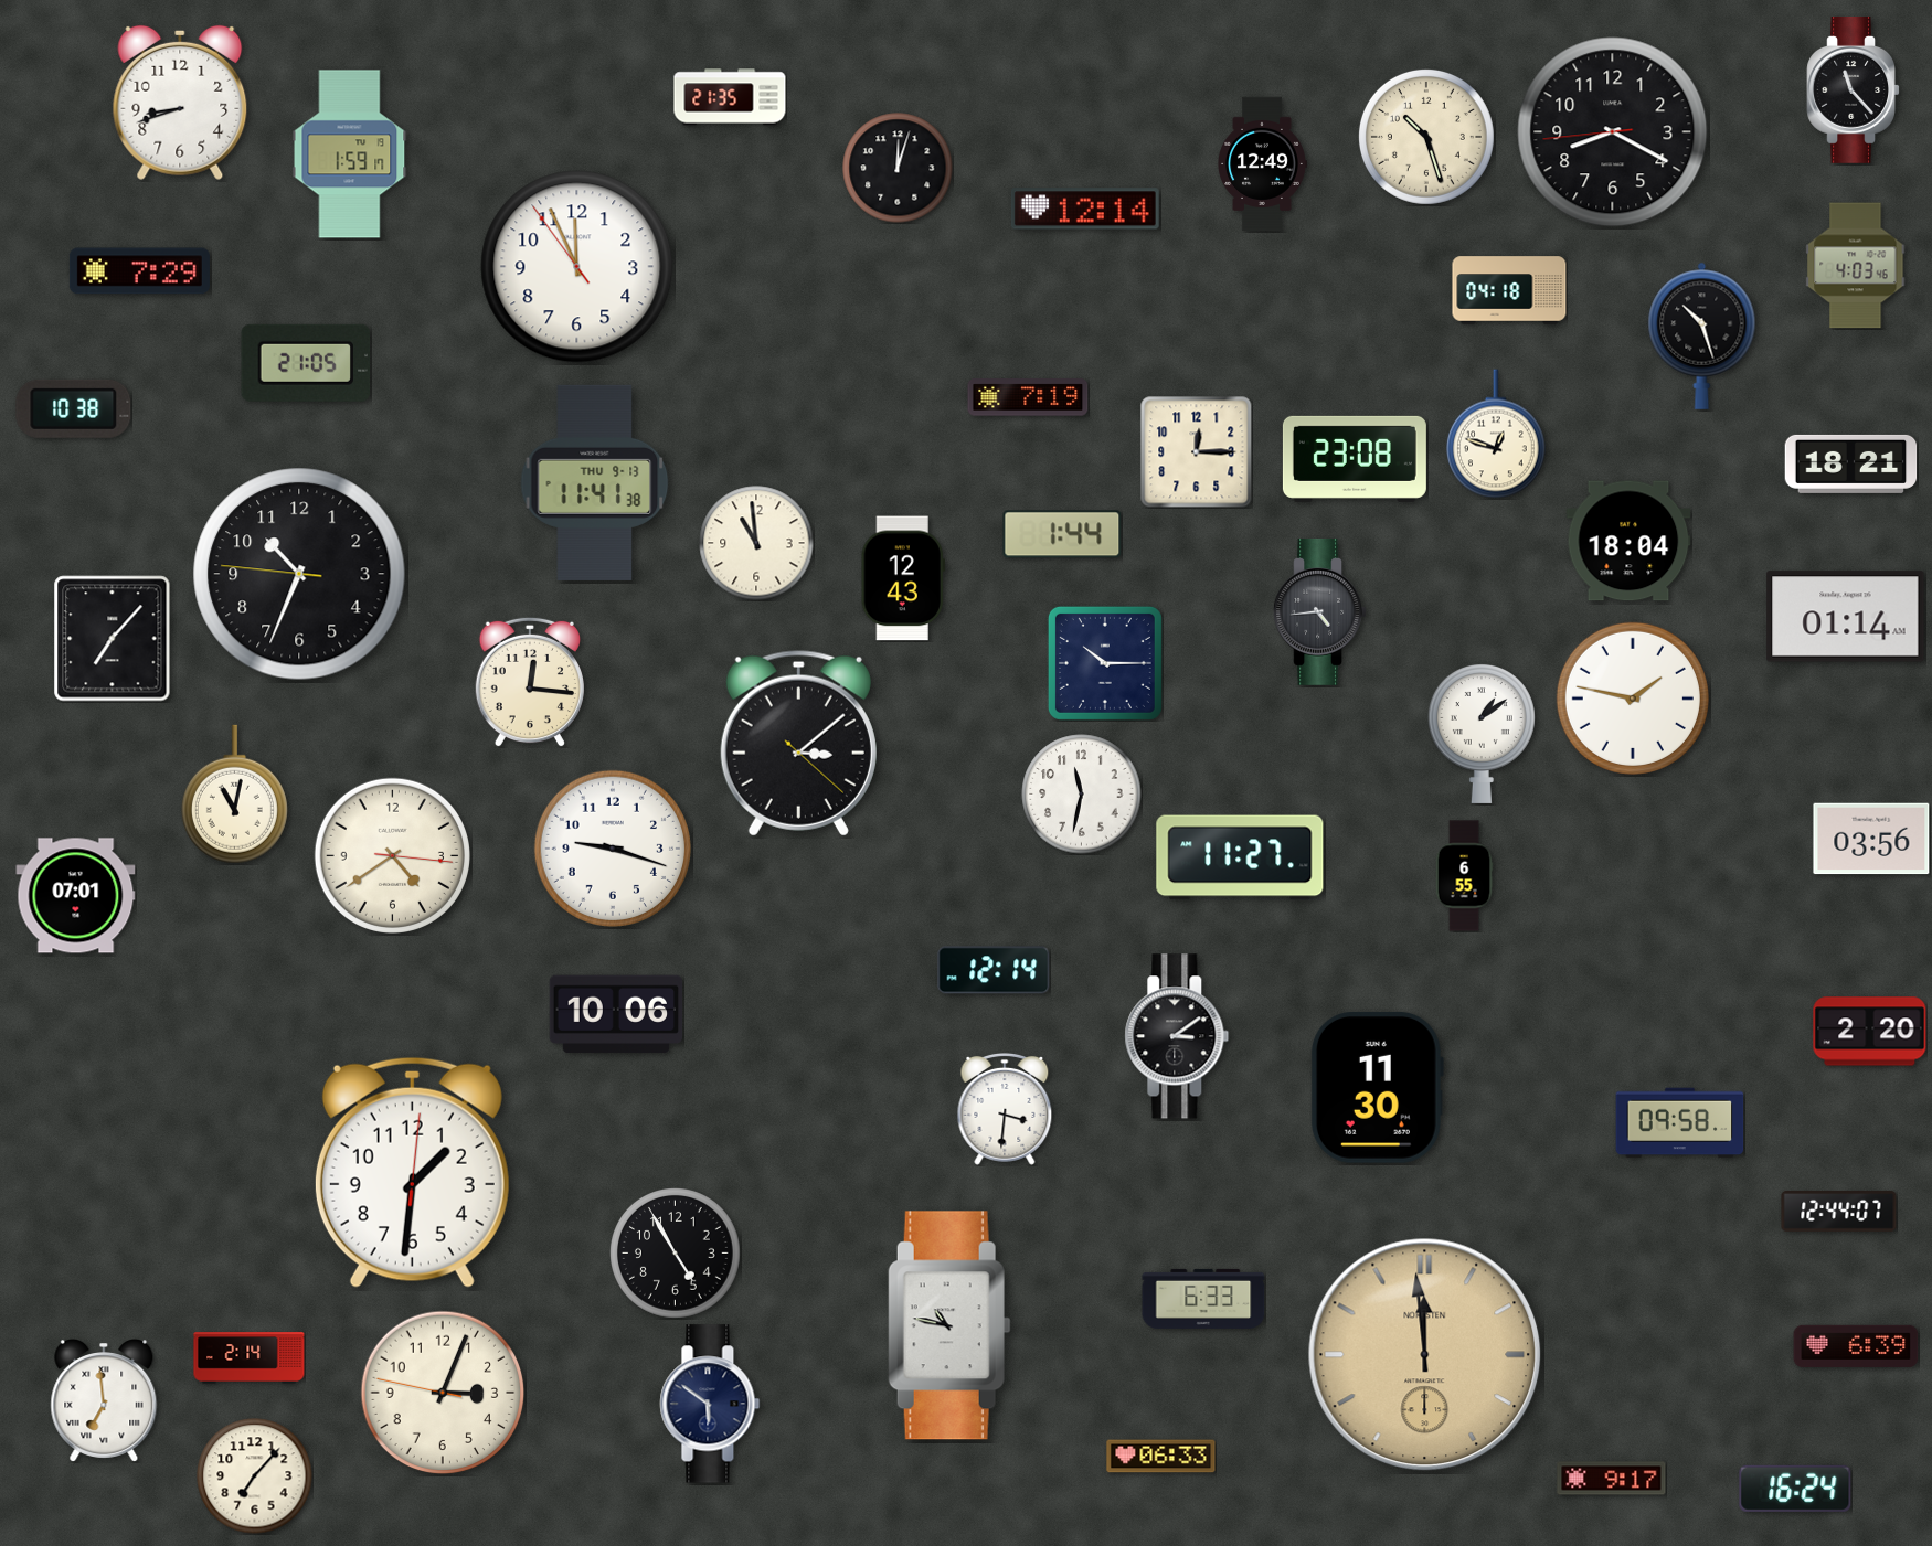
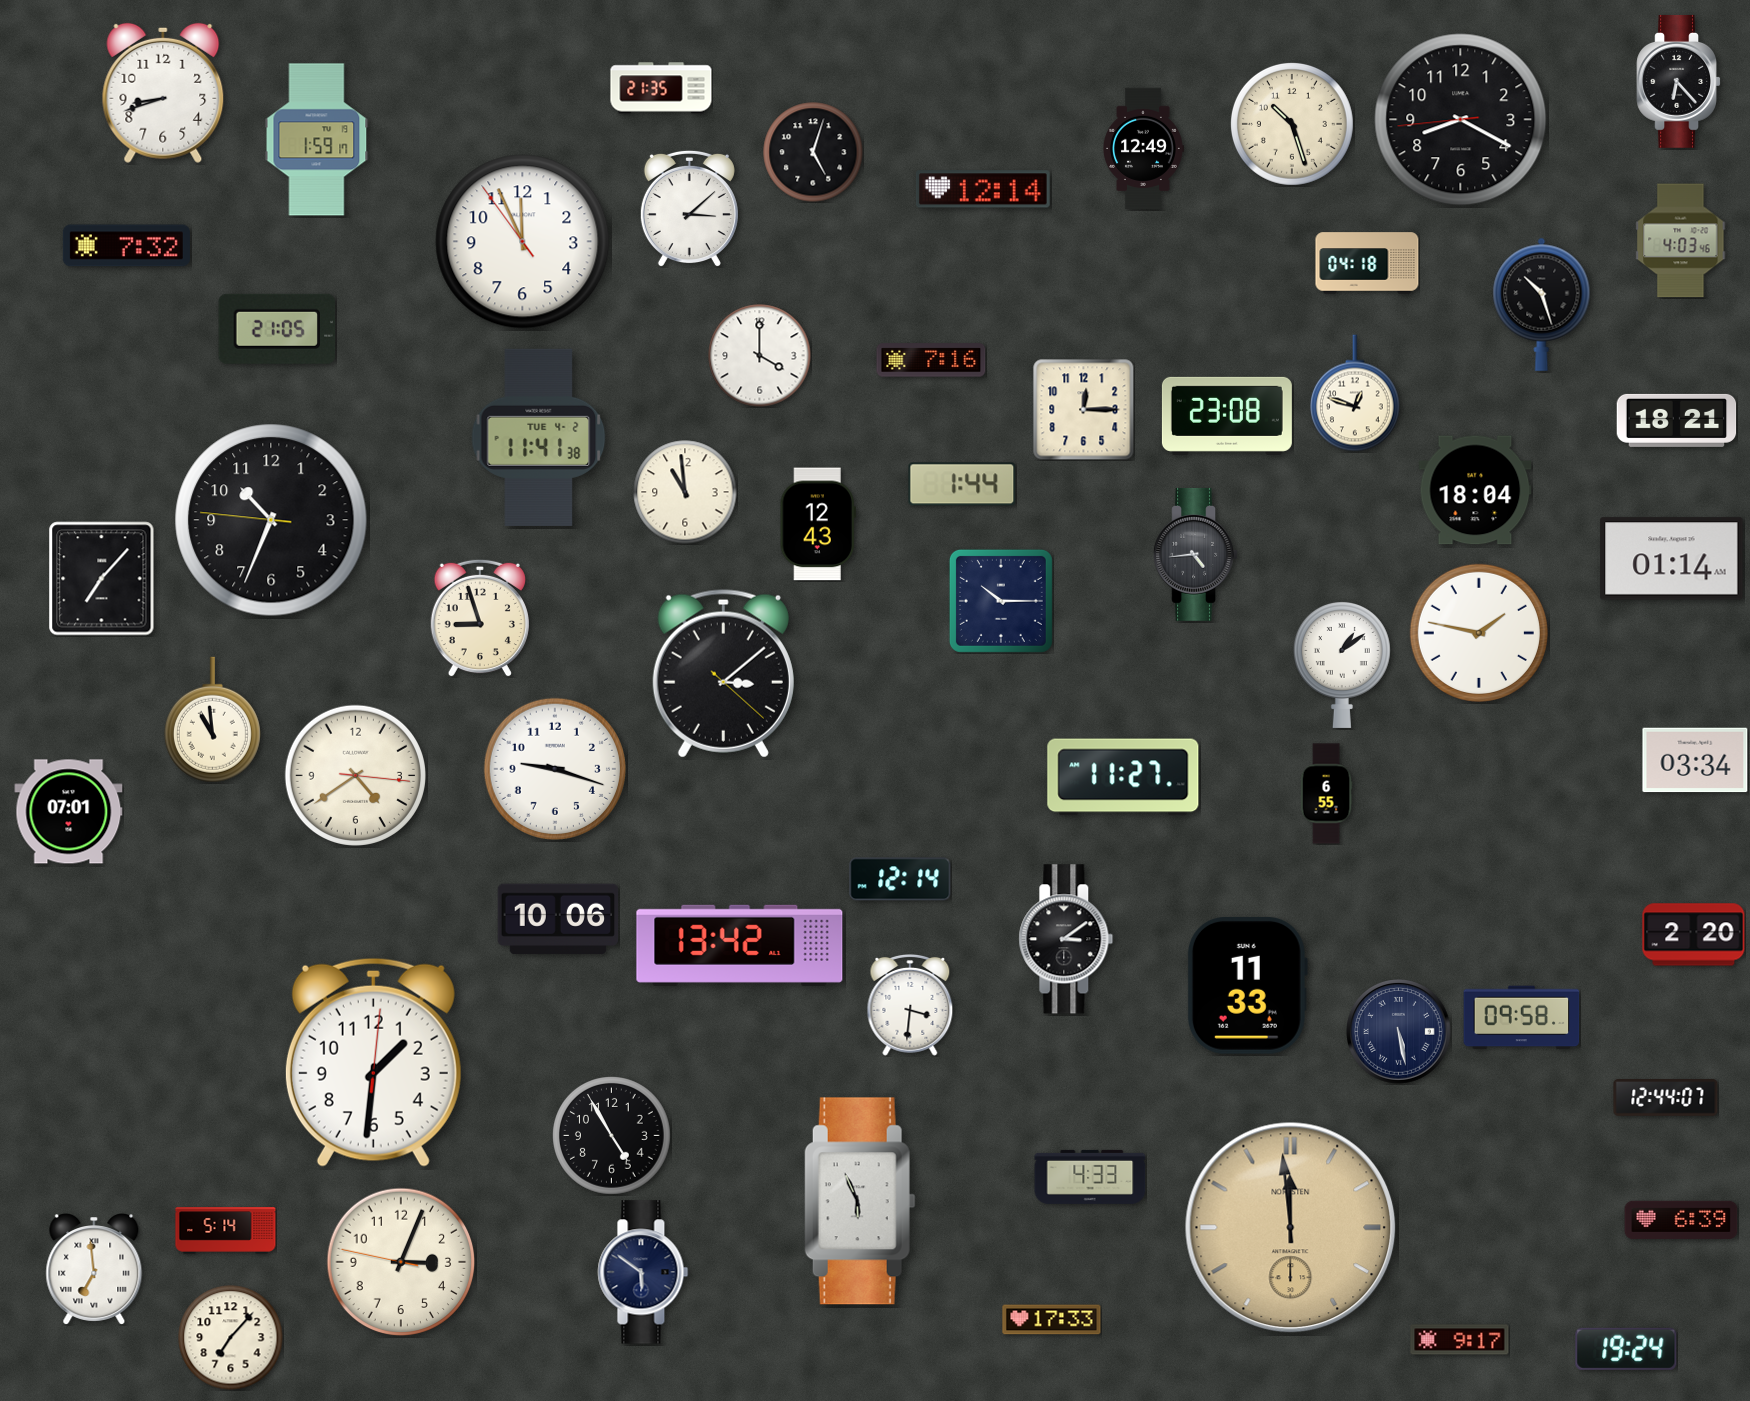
clock at (1853, 89): 11:23 -> 6:23
clock at (898, 168): 12:03 -> 5:03
clock at (689, 208): none -> 3:08
clock at (139, 271): 7:29 -> 7:32
clock at (760, 356): none -> 4:00
clock at (1028, 397): 7:19 -> 7:16
clock at (74, 408): 10:38 -> none
clock at (595, 482) date: THU 9-13 -> TUE 4-2
clock at (530, 682): 12:16 -> 8:57
clock at (234, 795): 11:02 -> 10:59
clock at (1082, 795): 11:32 -> none
clock at (1871, 839): 03:56 -> 03:34
clock at (740, 945): none -> 13:42
clock at (1377, 1087): 11:30 -> 11:33
clock at (1399, 1032): none -> 5:28
clock at (1203, 1299): 6:33 -> 4:33
clock at (949, 1325): 10:47 -> 5:56
clock at (250, 1358): 2:14 -> 5:14
clock at (1161, 1457): 06:33 -> 17:33
clock at (1795, 1489): 16:24 -> 19:24
